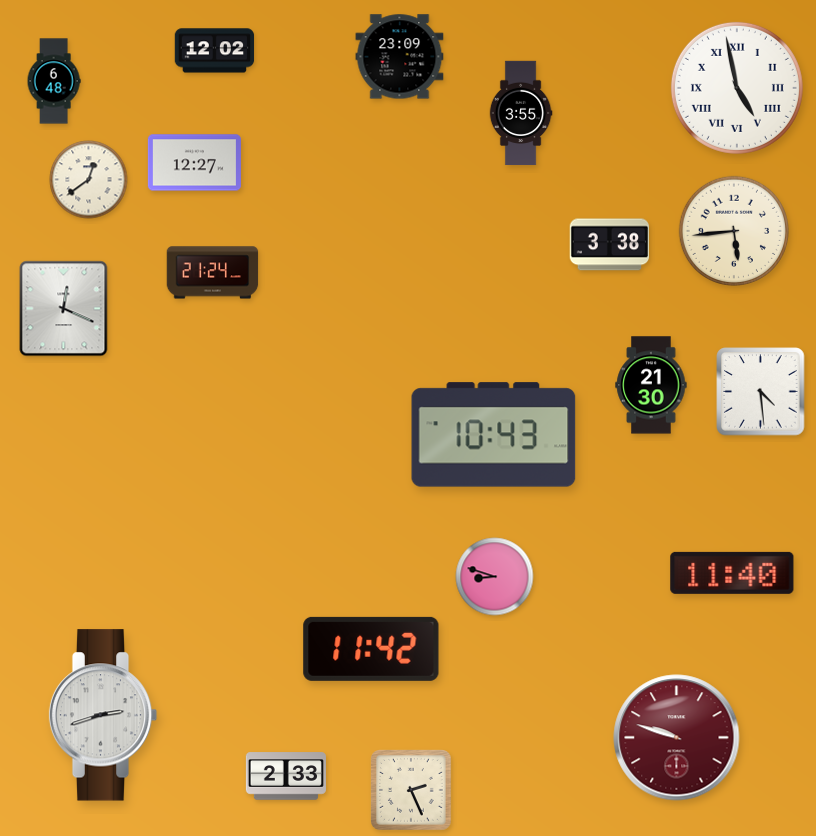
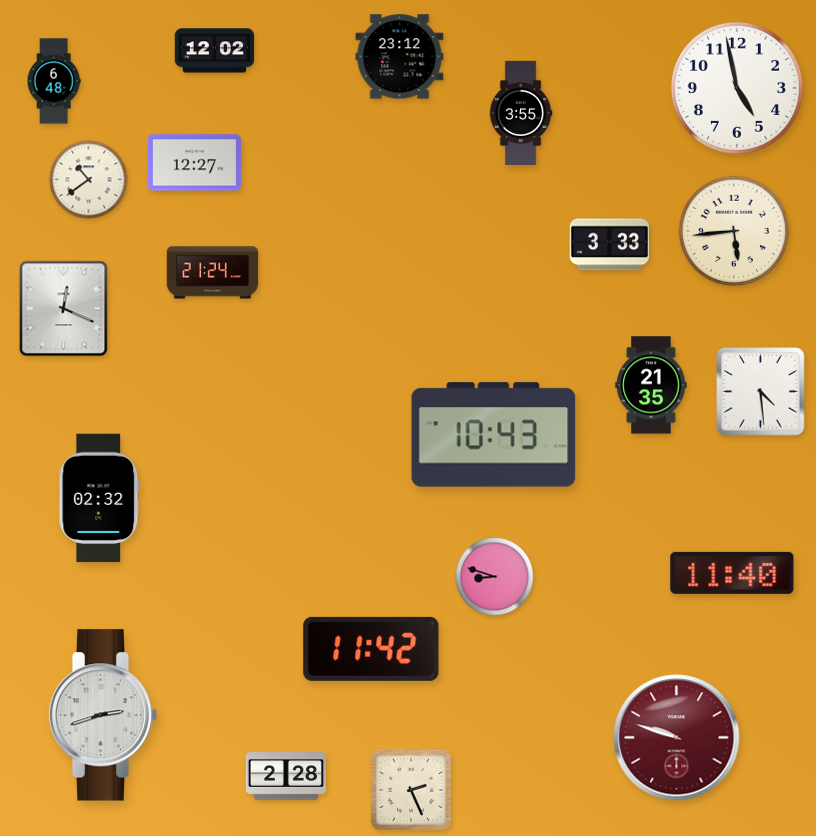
clock at (400, 57): 23:09 -> 23:12
clock at (737, 88) numerals: Roman -> Arabic
clock at (89, 180): 12:39 -> 10:39
clock at (609, 245): 3:38 -> 3:33
clock at (651, 385): 21:30 -> 21:35
clock at (99, 498): none -> 02:32
clock at (286, 776): 2:33 -> 2:28
